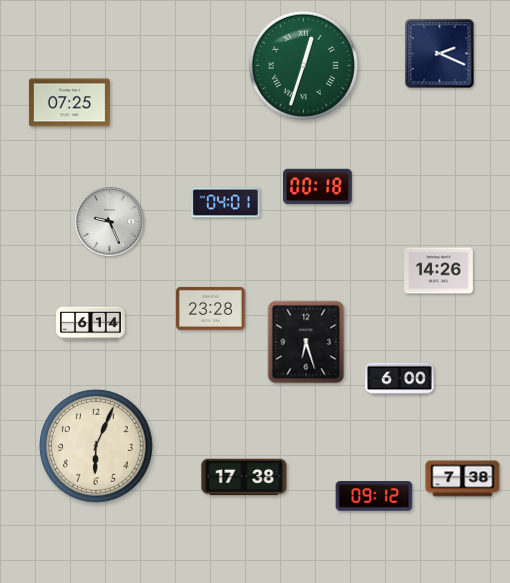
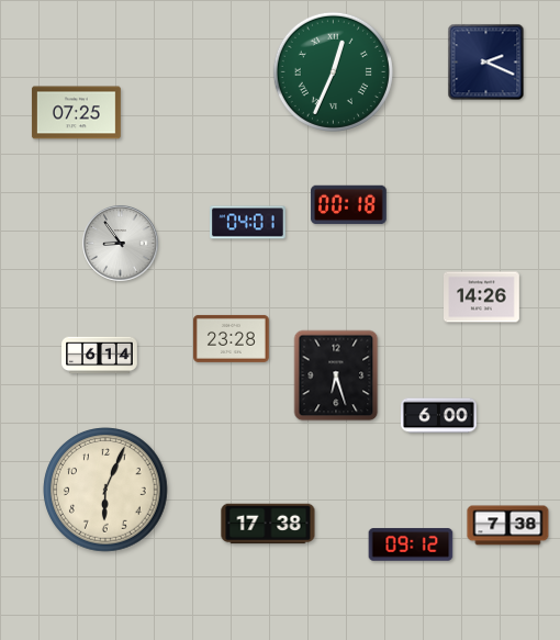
clock at (440, 54) position: (440, 54) -> (486, 63)
clock at (303, 65): 12:33 -> 12:34
clock at (110, 222): 9:26 -> 8:54
